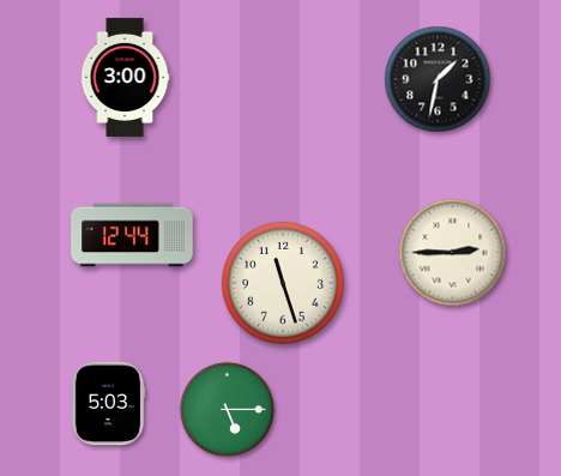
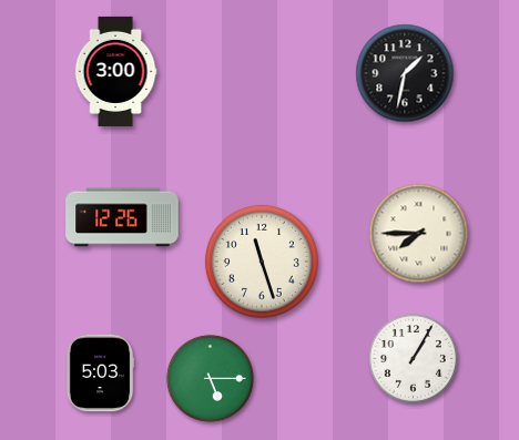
clock at (132, 235): 12:44 -> 12:26
clock at (453, 253): 2:45 -> 7:45
clock at (413, 358): none -> 1:05
